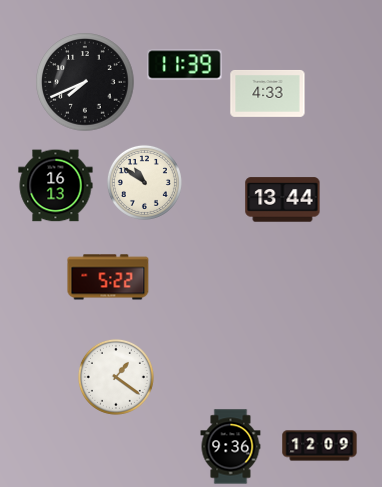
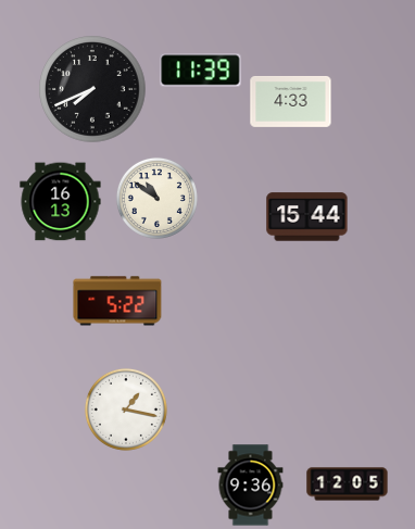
clock at (283, 200): 13:44 -> 15:44
clock at (116, 377): 1:21 -> 1:17
clock at (320, 446): 12:09 -> 12:05
